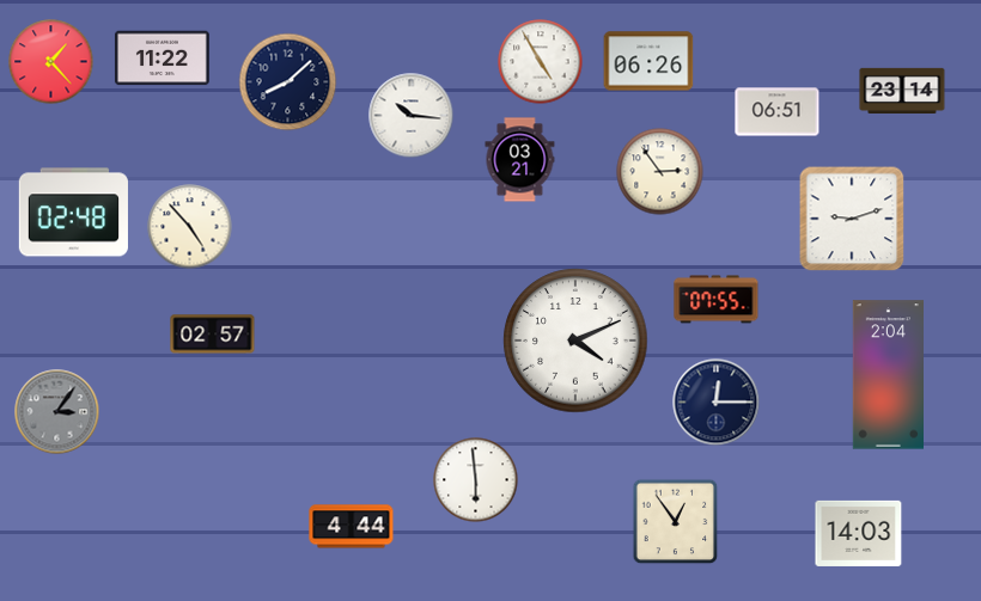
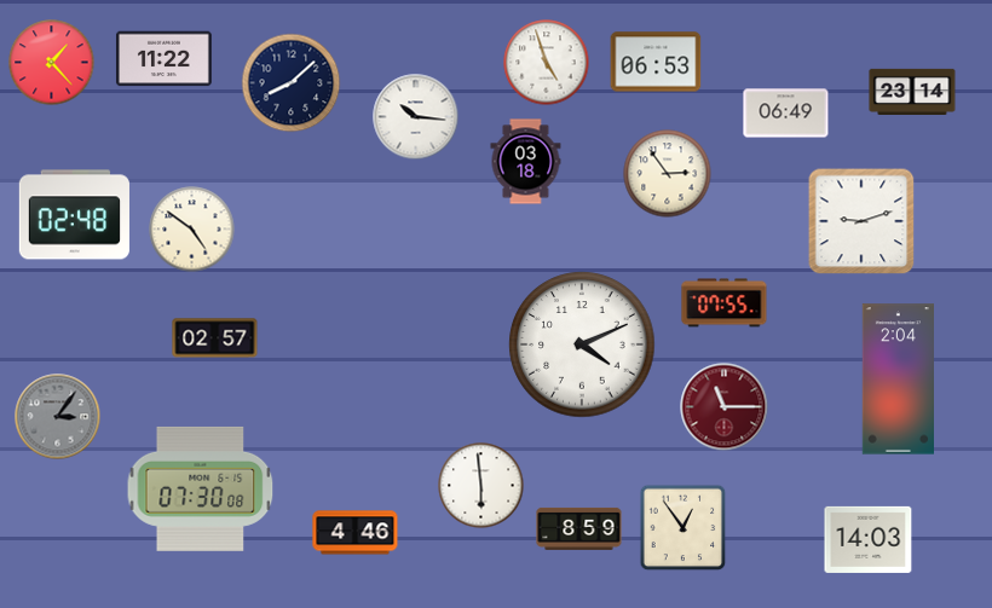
clock at (648, 61): 06:26 -> 06:53
clock at (541, 62): 4:55 -> 4:57
clock at (778, 112): 06:51 -> 06:49
clock at (520, 160): 03:21 -> 03:18
clock at (190, 227): 4:53 -> 4:51
clock at (717, 403): 12:15 -> 11:15
clock at (717, 403) dial: navy -> burgundy
clock at (201, 488): none -> 07:30
clock at (579, 528): none -> 8:59
clock at (352, 527): 4:44 -> 4:46
